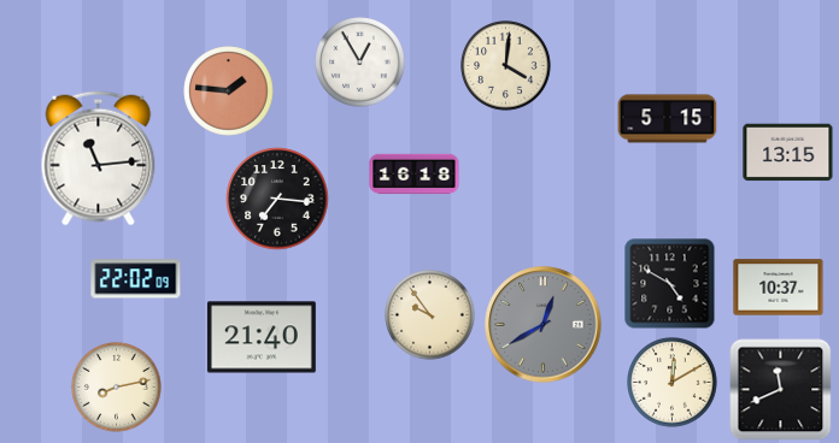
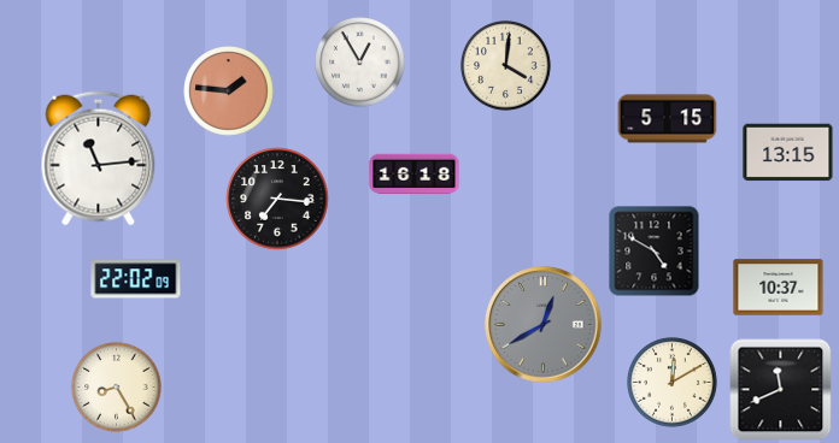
clock at (670, 284) position: (670, 284) -> (655, 252)
clock at (430, 315): 9:54 -> none
clock at (262, 337): 21:40 -> none
clock at (117, 388): 8:13 -> 8:25
